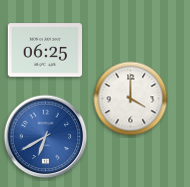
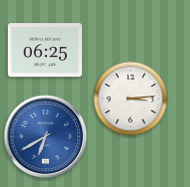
clock at (131, 99): 4:00 -> 3:14
